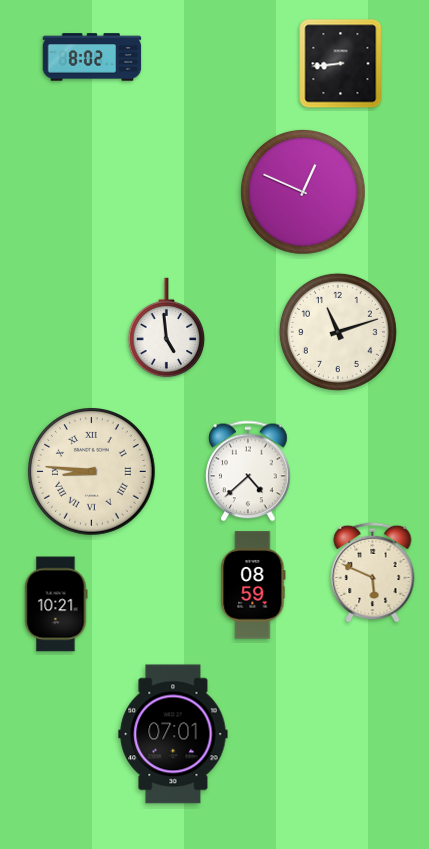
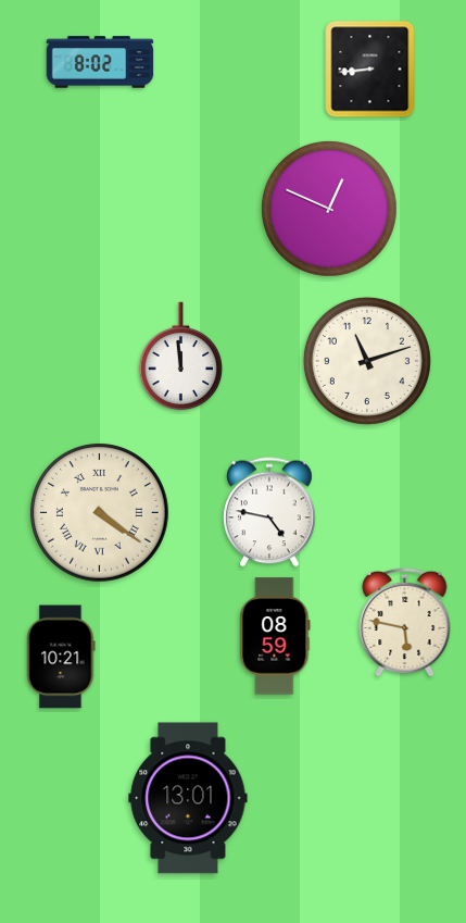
clock at (167, 328): 4:59 -> 11:59
clock at (248, 471): 4:38 -> 4:47
clock at (92, 472): 8:46 -> 4:21
clock at (373, 572): 5:49 -> 5:47
clock at (173, 734): 07:01 -> 13:01
